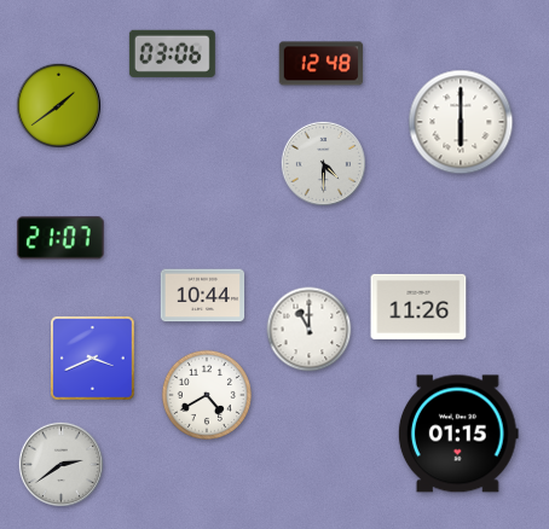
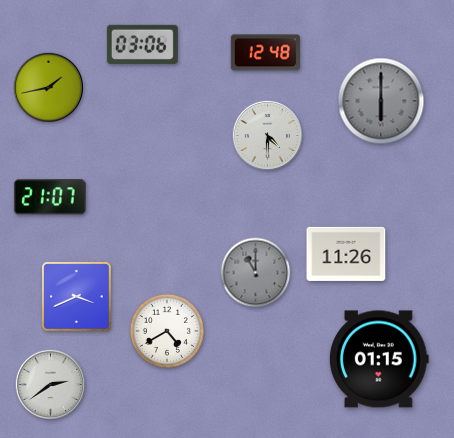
clock at (58, 105): 1:39 -> 1:43
clock at (461, 122) dial: white -> grey
clock at (203, 296): 10:44 -> none
clock at (310, 330) dial: white -> grey
clock at (207, 395) position: (207, 395) -> (167, 331)
